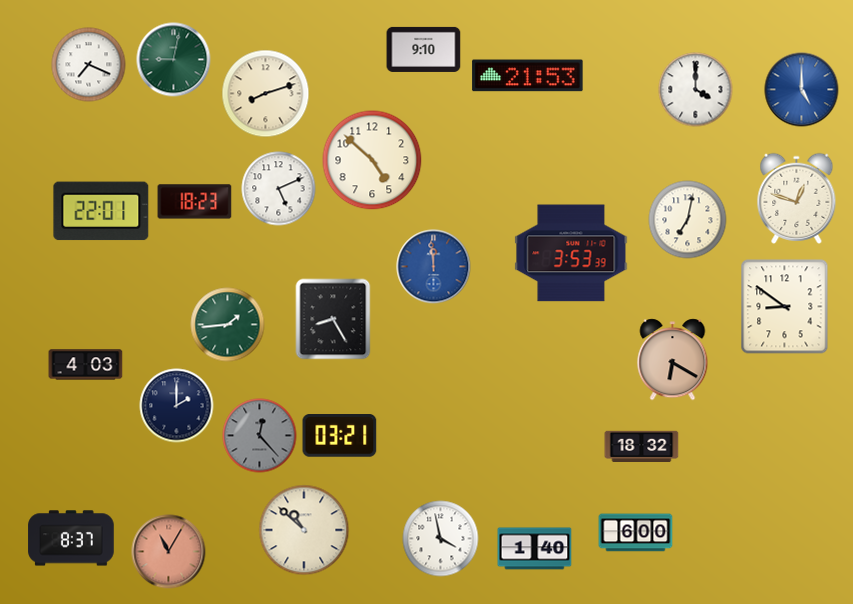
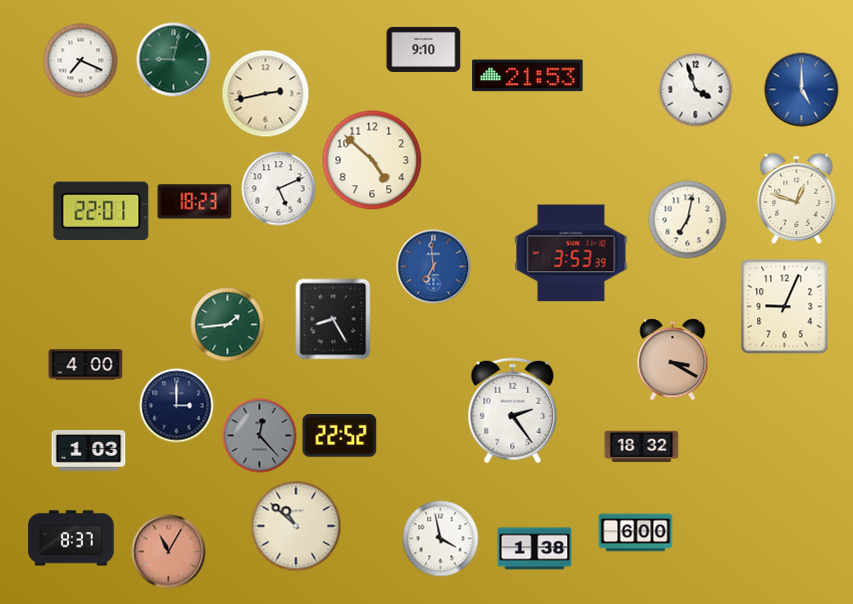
clock at (89, 65) position: (89, 65) -> (81, 61)
clock at (696, 90): 4:00 -> 3:57
clock at (266, 94): 8:12 -> 2:43
clock at (434, 267): 11:59 -> 6:59
clock at (785, 307): 8:51 -> 9:04
clock at (673, 360): 6:20 -> 3:20
clock at (86, 365): 4:03 -> 4:00
clock at (177, 406): 2:00 -> 3:00
clock at (513, 411): none -> 2:24
clock at (340, 436): 03:21 -> 22:52
clock at (89, 451): none -> 1:03
clock at (304, 530) position: (304, 530) -> (296, 526)
clock at (535, 549): 1:40 -> 1:38
